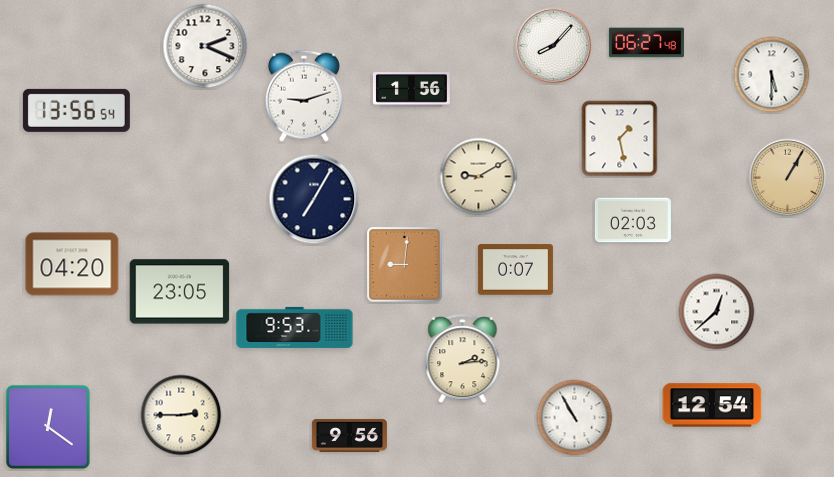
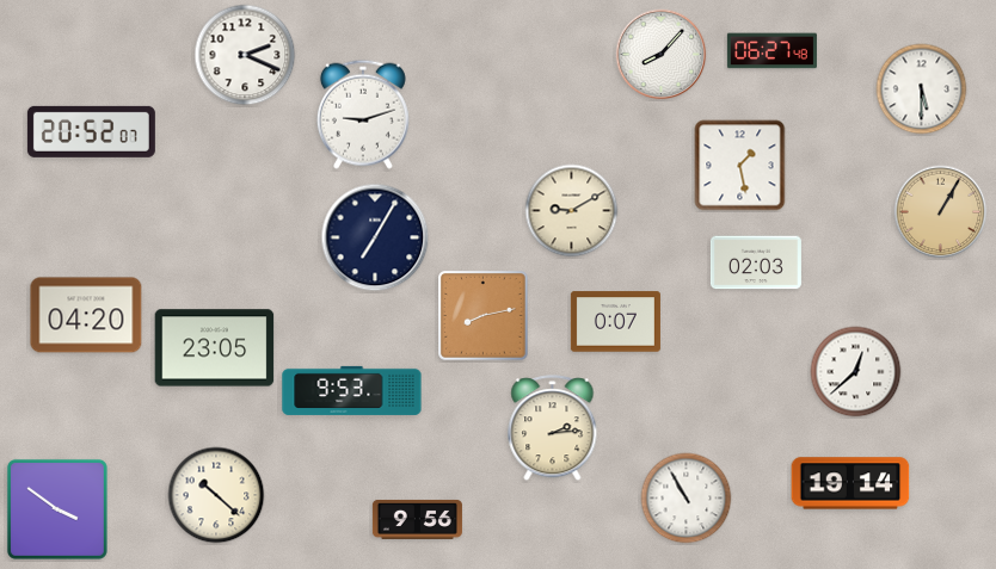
clock at (411, 90): 1:56 -> none
clock at (76, 110): 13:56 -> 20:52
clock at (405, 265): 9:01 -> 8:13
clock at (712, 405): 12:54 -> 19:14
clock at (181, 415): 2:45 -> 10:22
clock at (48, 427): 12:21 -> 3:51
